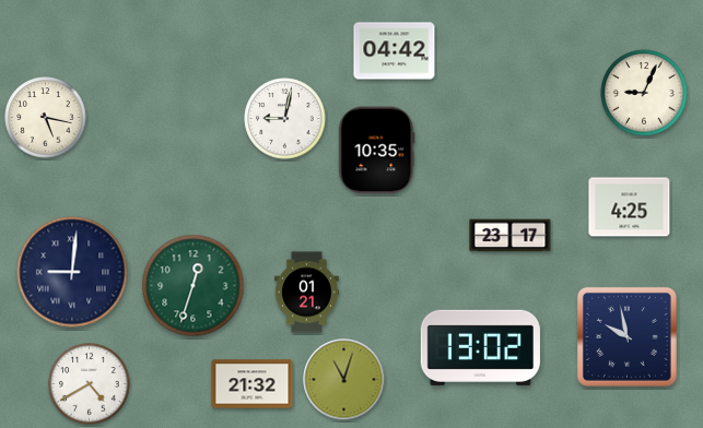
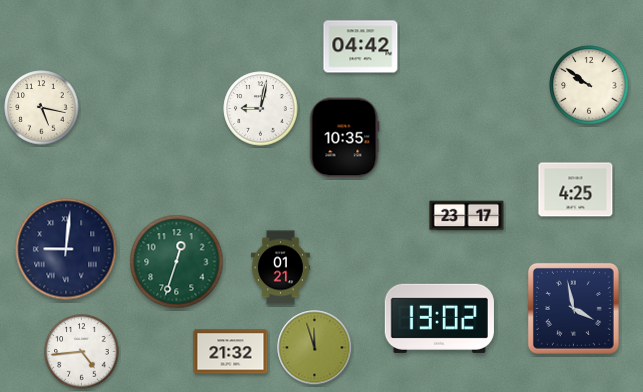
clock at (644, 93): 9:04 -> 9:51
clock at (626, 336): 9:58 -> 3:58
clock at (344, 380): 11:03 -> 11:57
clock at (90, 384): 4:40 -> 4:44
